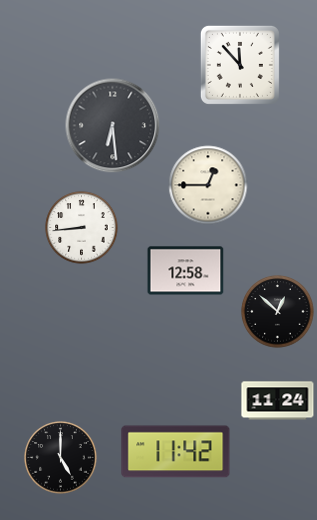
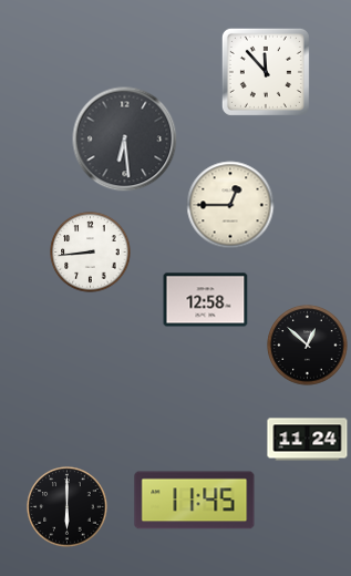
clock at (278, 401) position: (278, 401) -> (308, 440)
clock at (176, 452): 11:42 -> 11:45
clock at (61, 458): 5:00 -> 6:00
